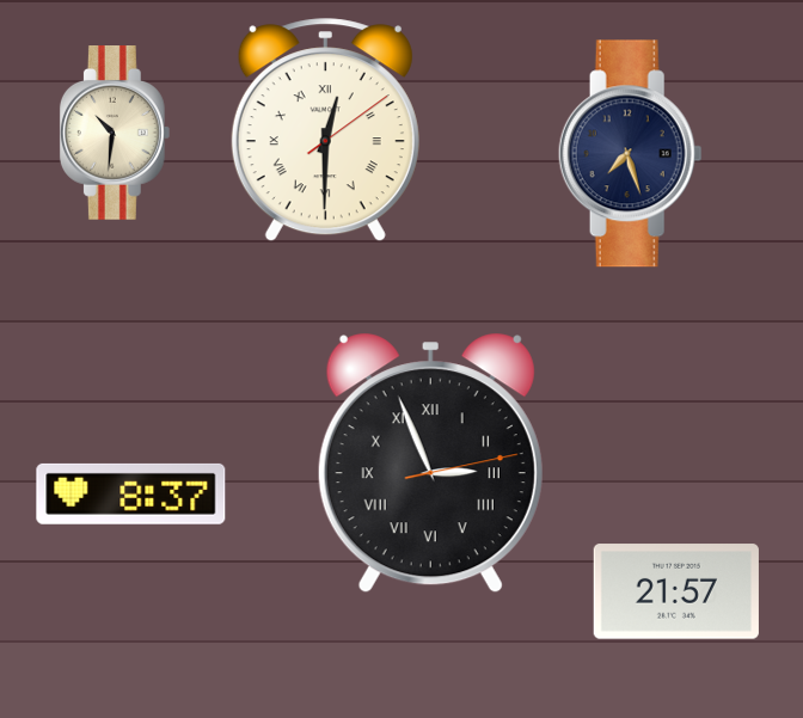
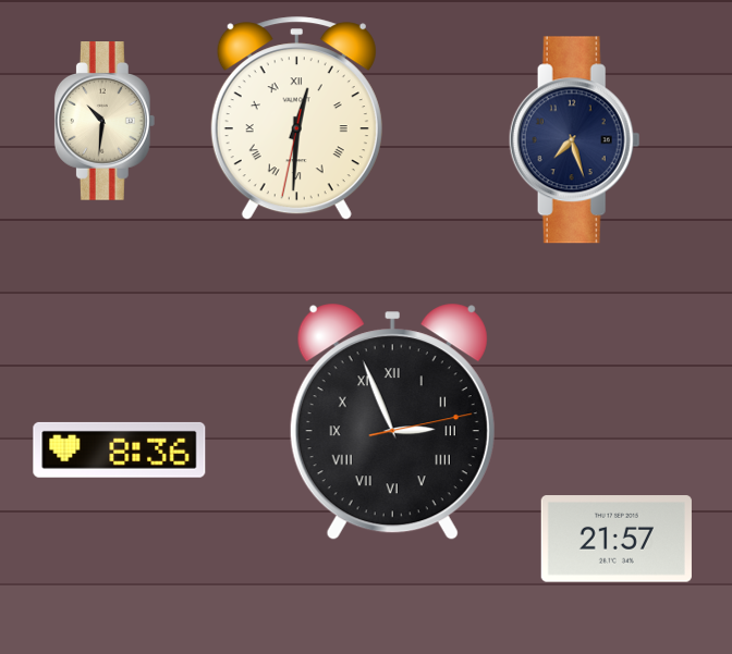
clock at (325, 130): 12:30:09 -> 12:30:32
clock at (131, 493): 8:37 -> 8:36
